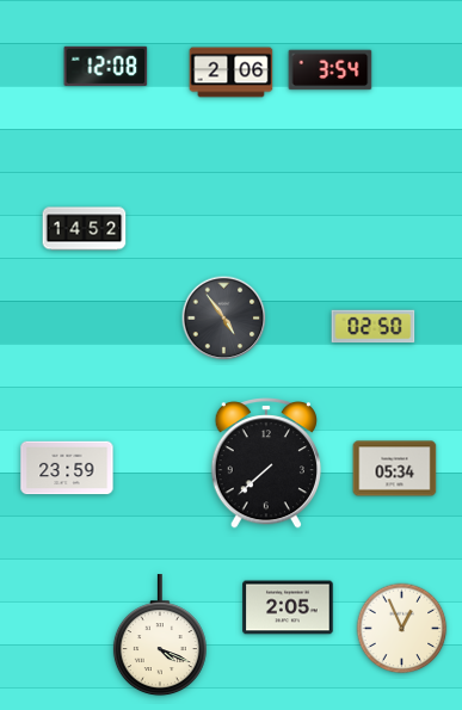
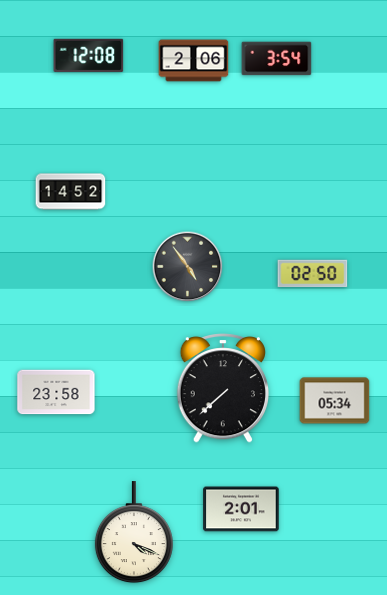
clock at (67, 468): 23:59 -> 23:58
clock at (395, 469) position: (395, 469) -> (335, 401)
clock at (288, 607): 2:05 -> 2:01
clock at (402, 629): 12:56 -> none
